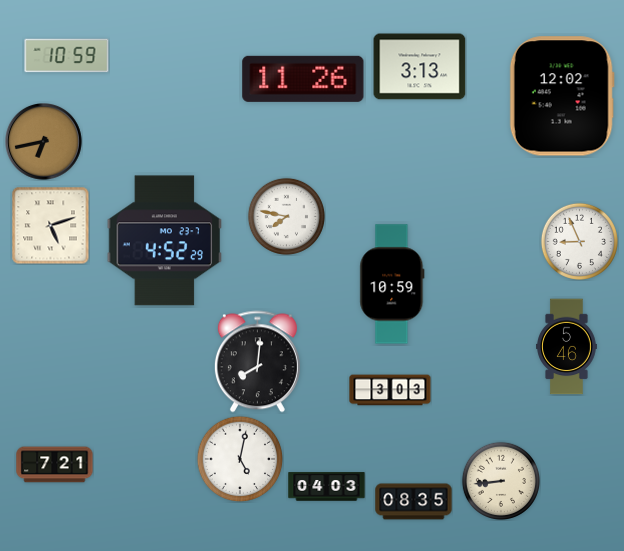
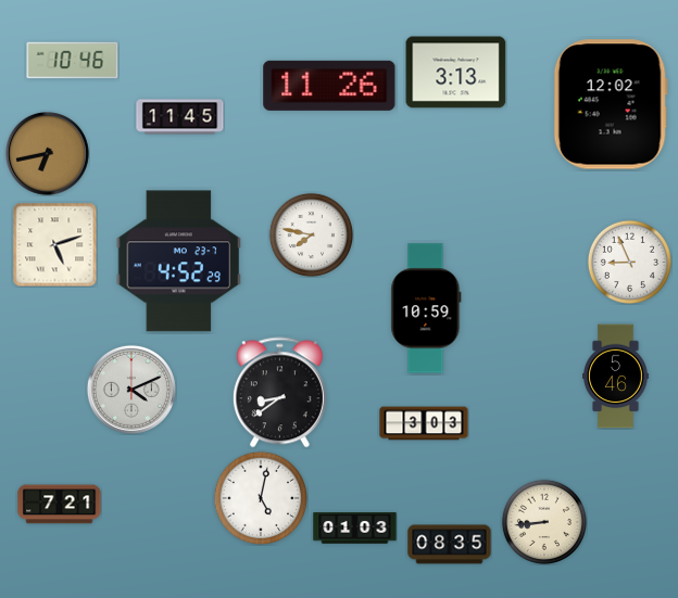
clock at (67, 56): 10:59 -> 10:46
clock at (180, 117): none -> 11:45
clock at (131, 390): none -> 4:11
clock at (257, 362): 8:01 -> 8:39
clock at (327, 487): 04:03 -> 01:03
